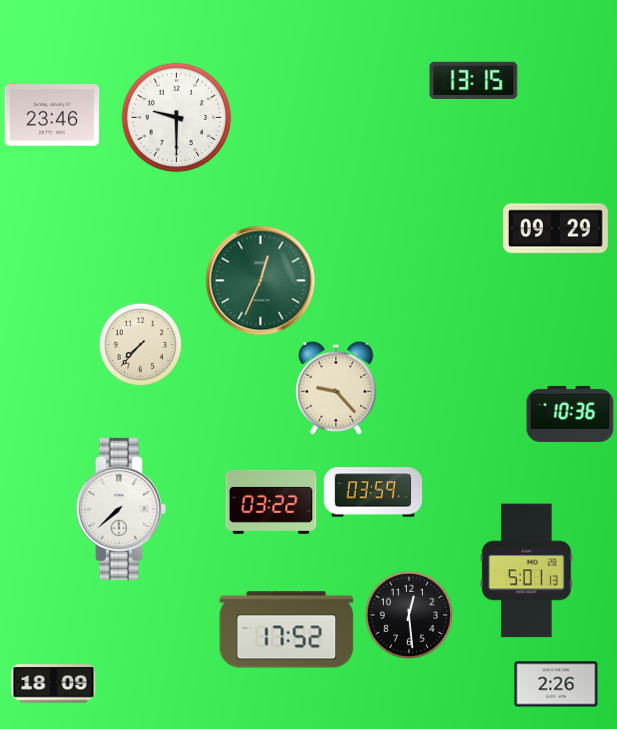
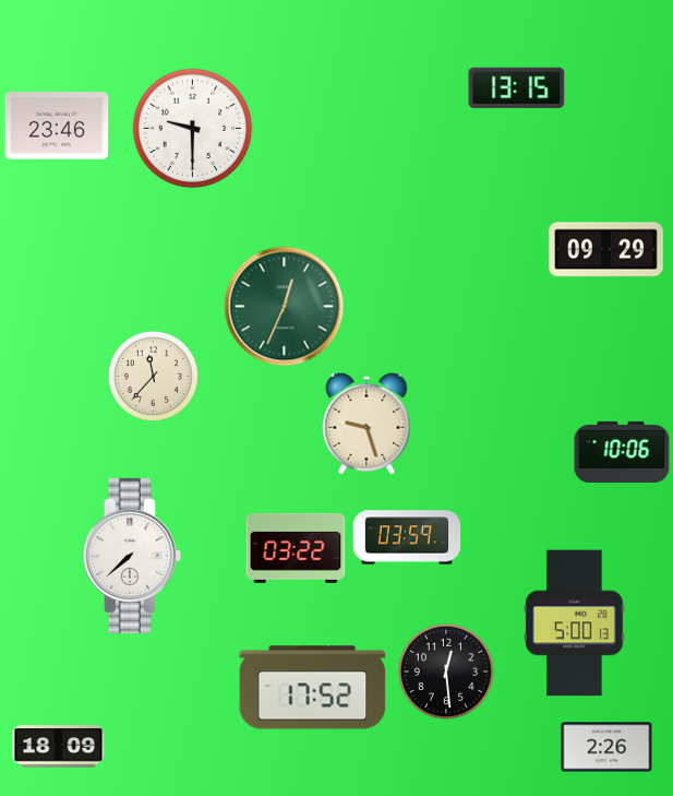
clock at (140, 344): 7:37 -> 11:37
clock at (336, 388): 9:23 -> 9:27
clock at (570, 414): 10:36 -> 10:06
clock at (527, 571): 5:01 -> 5:00
